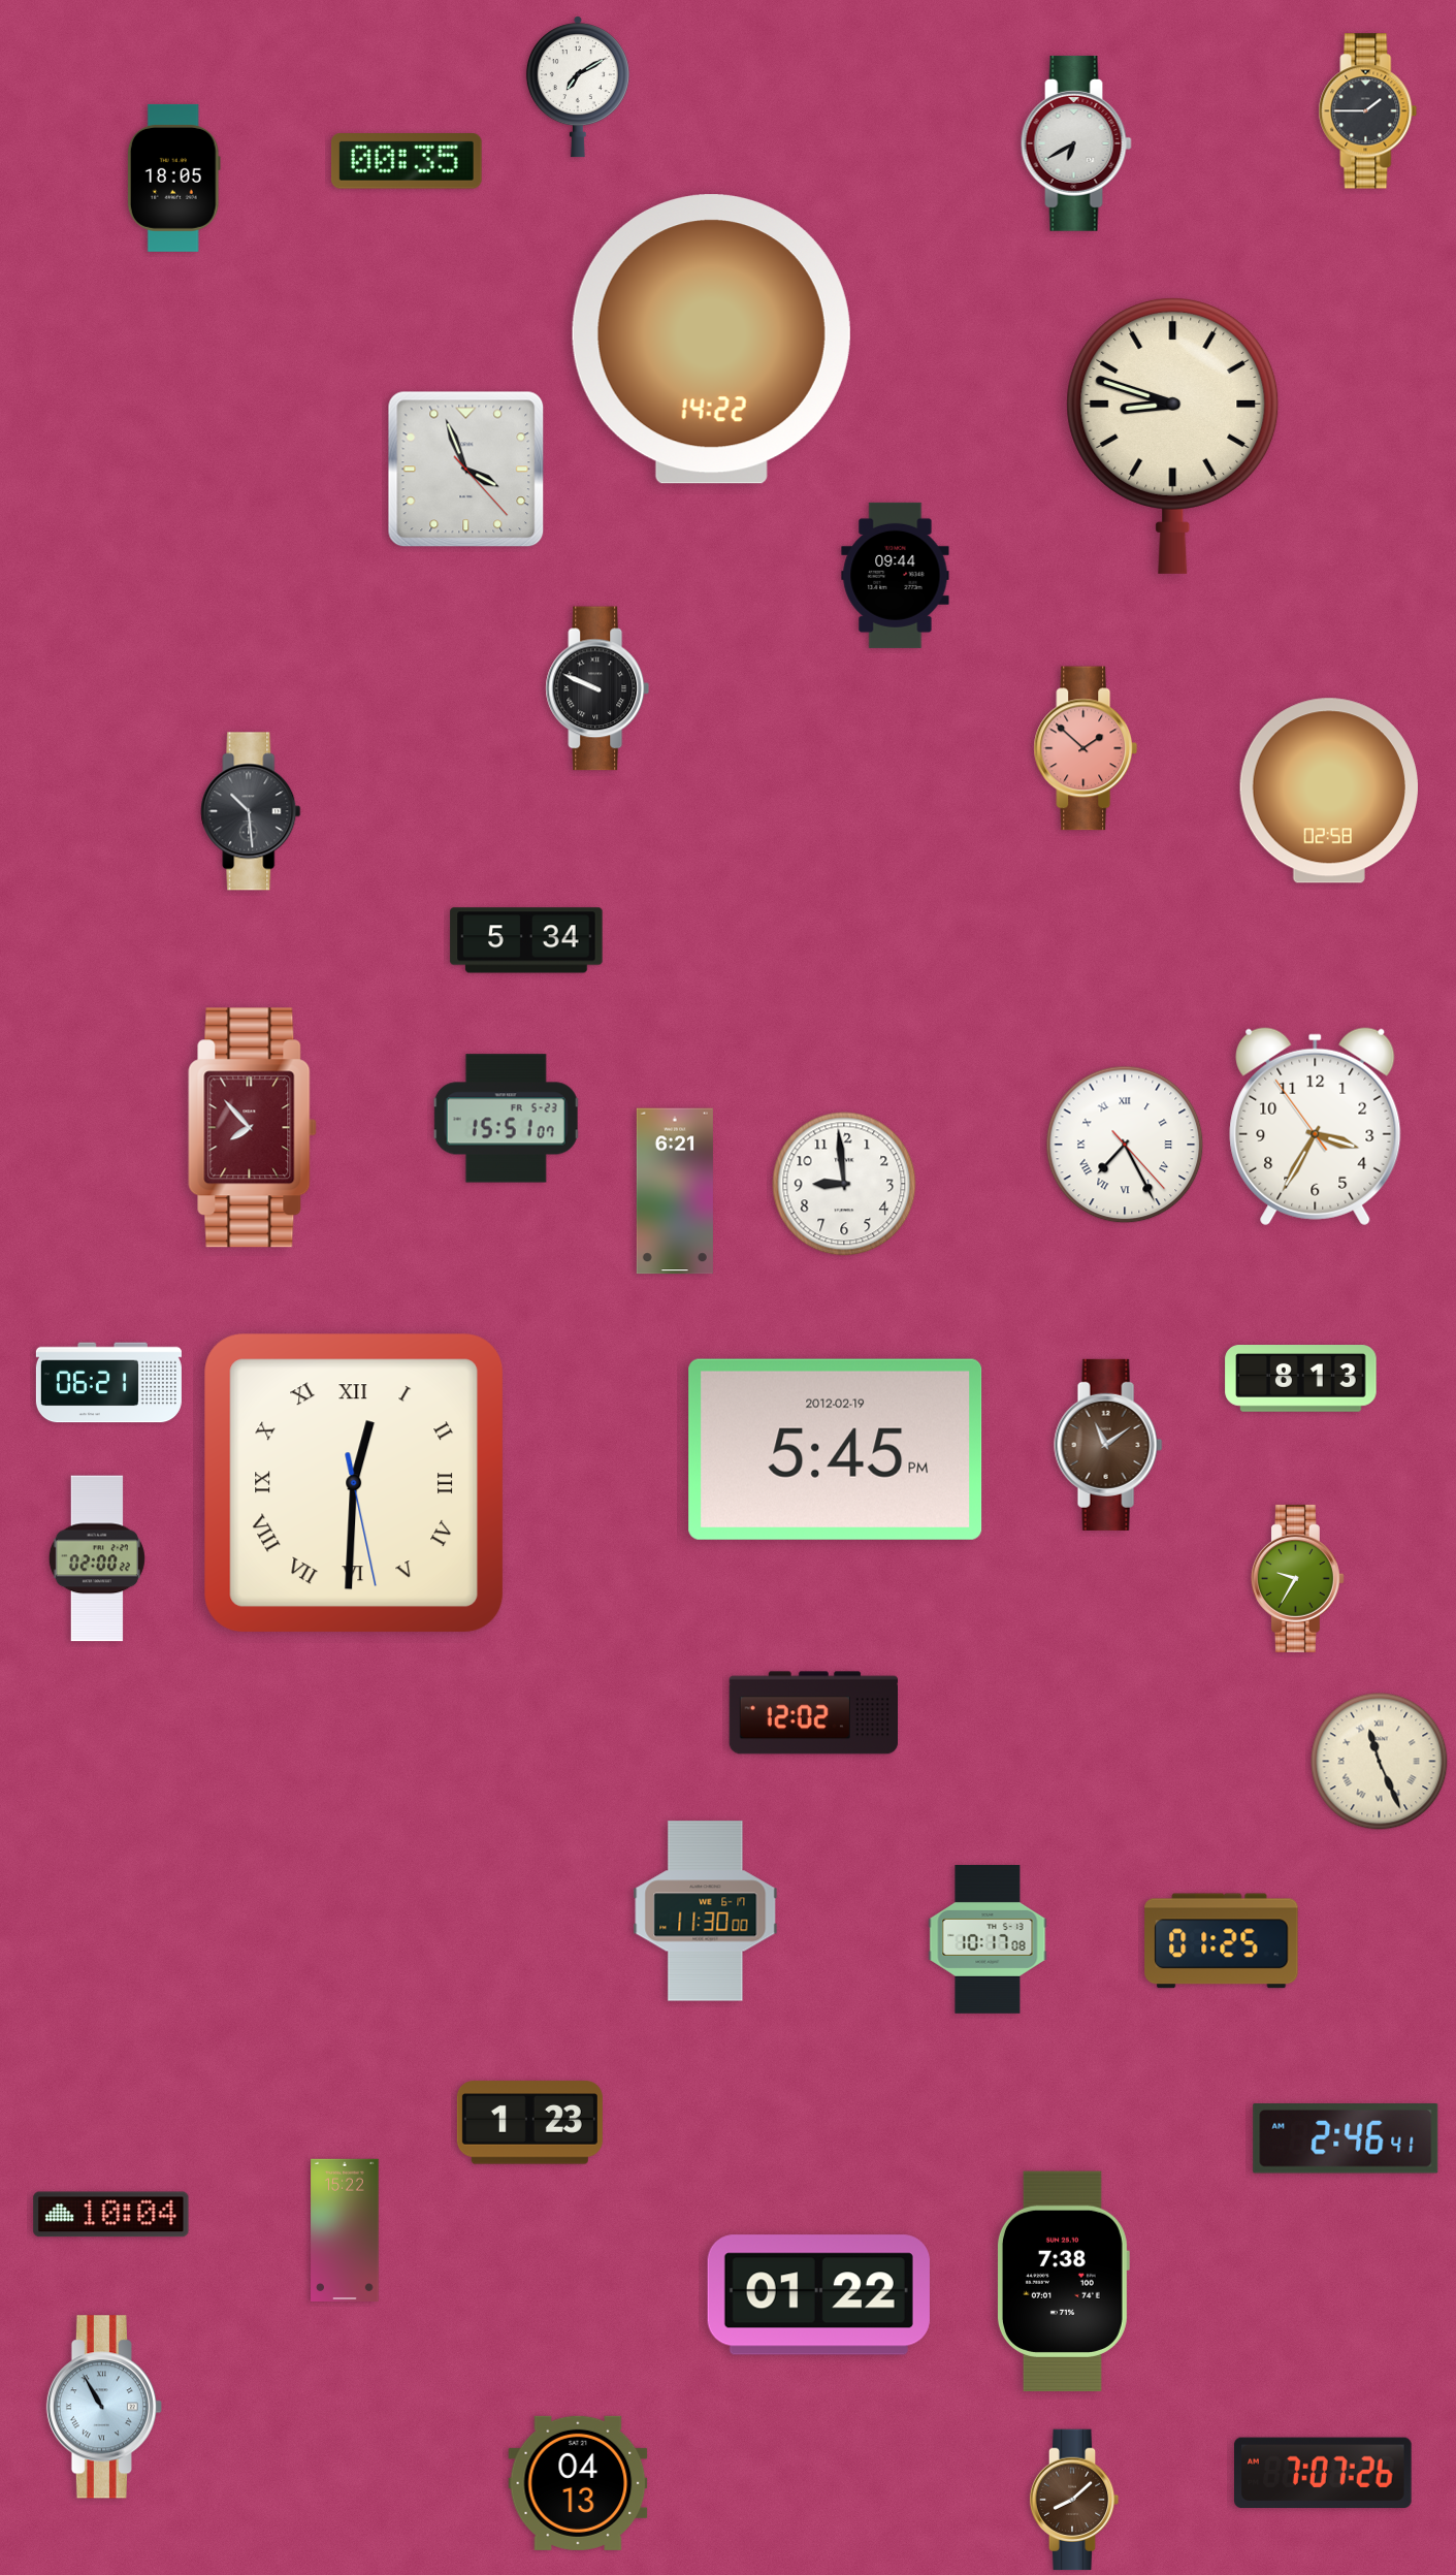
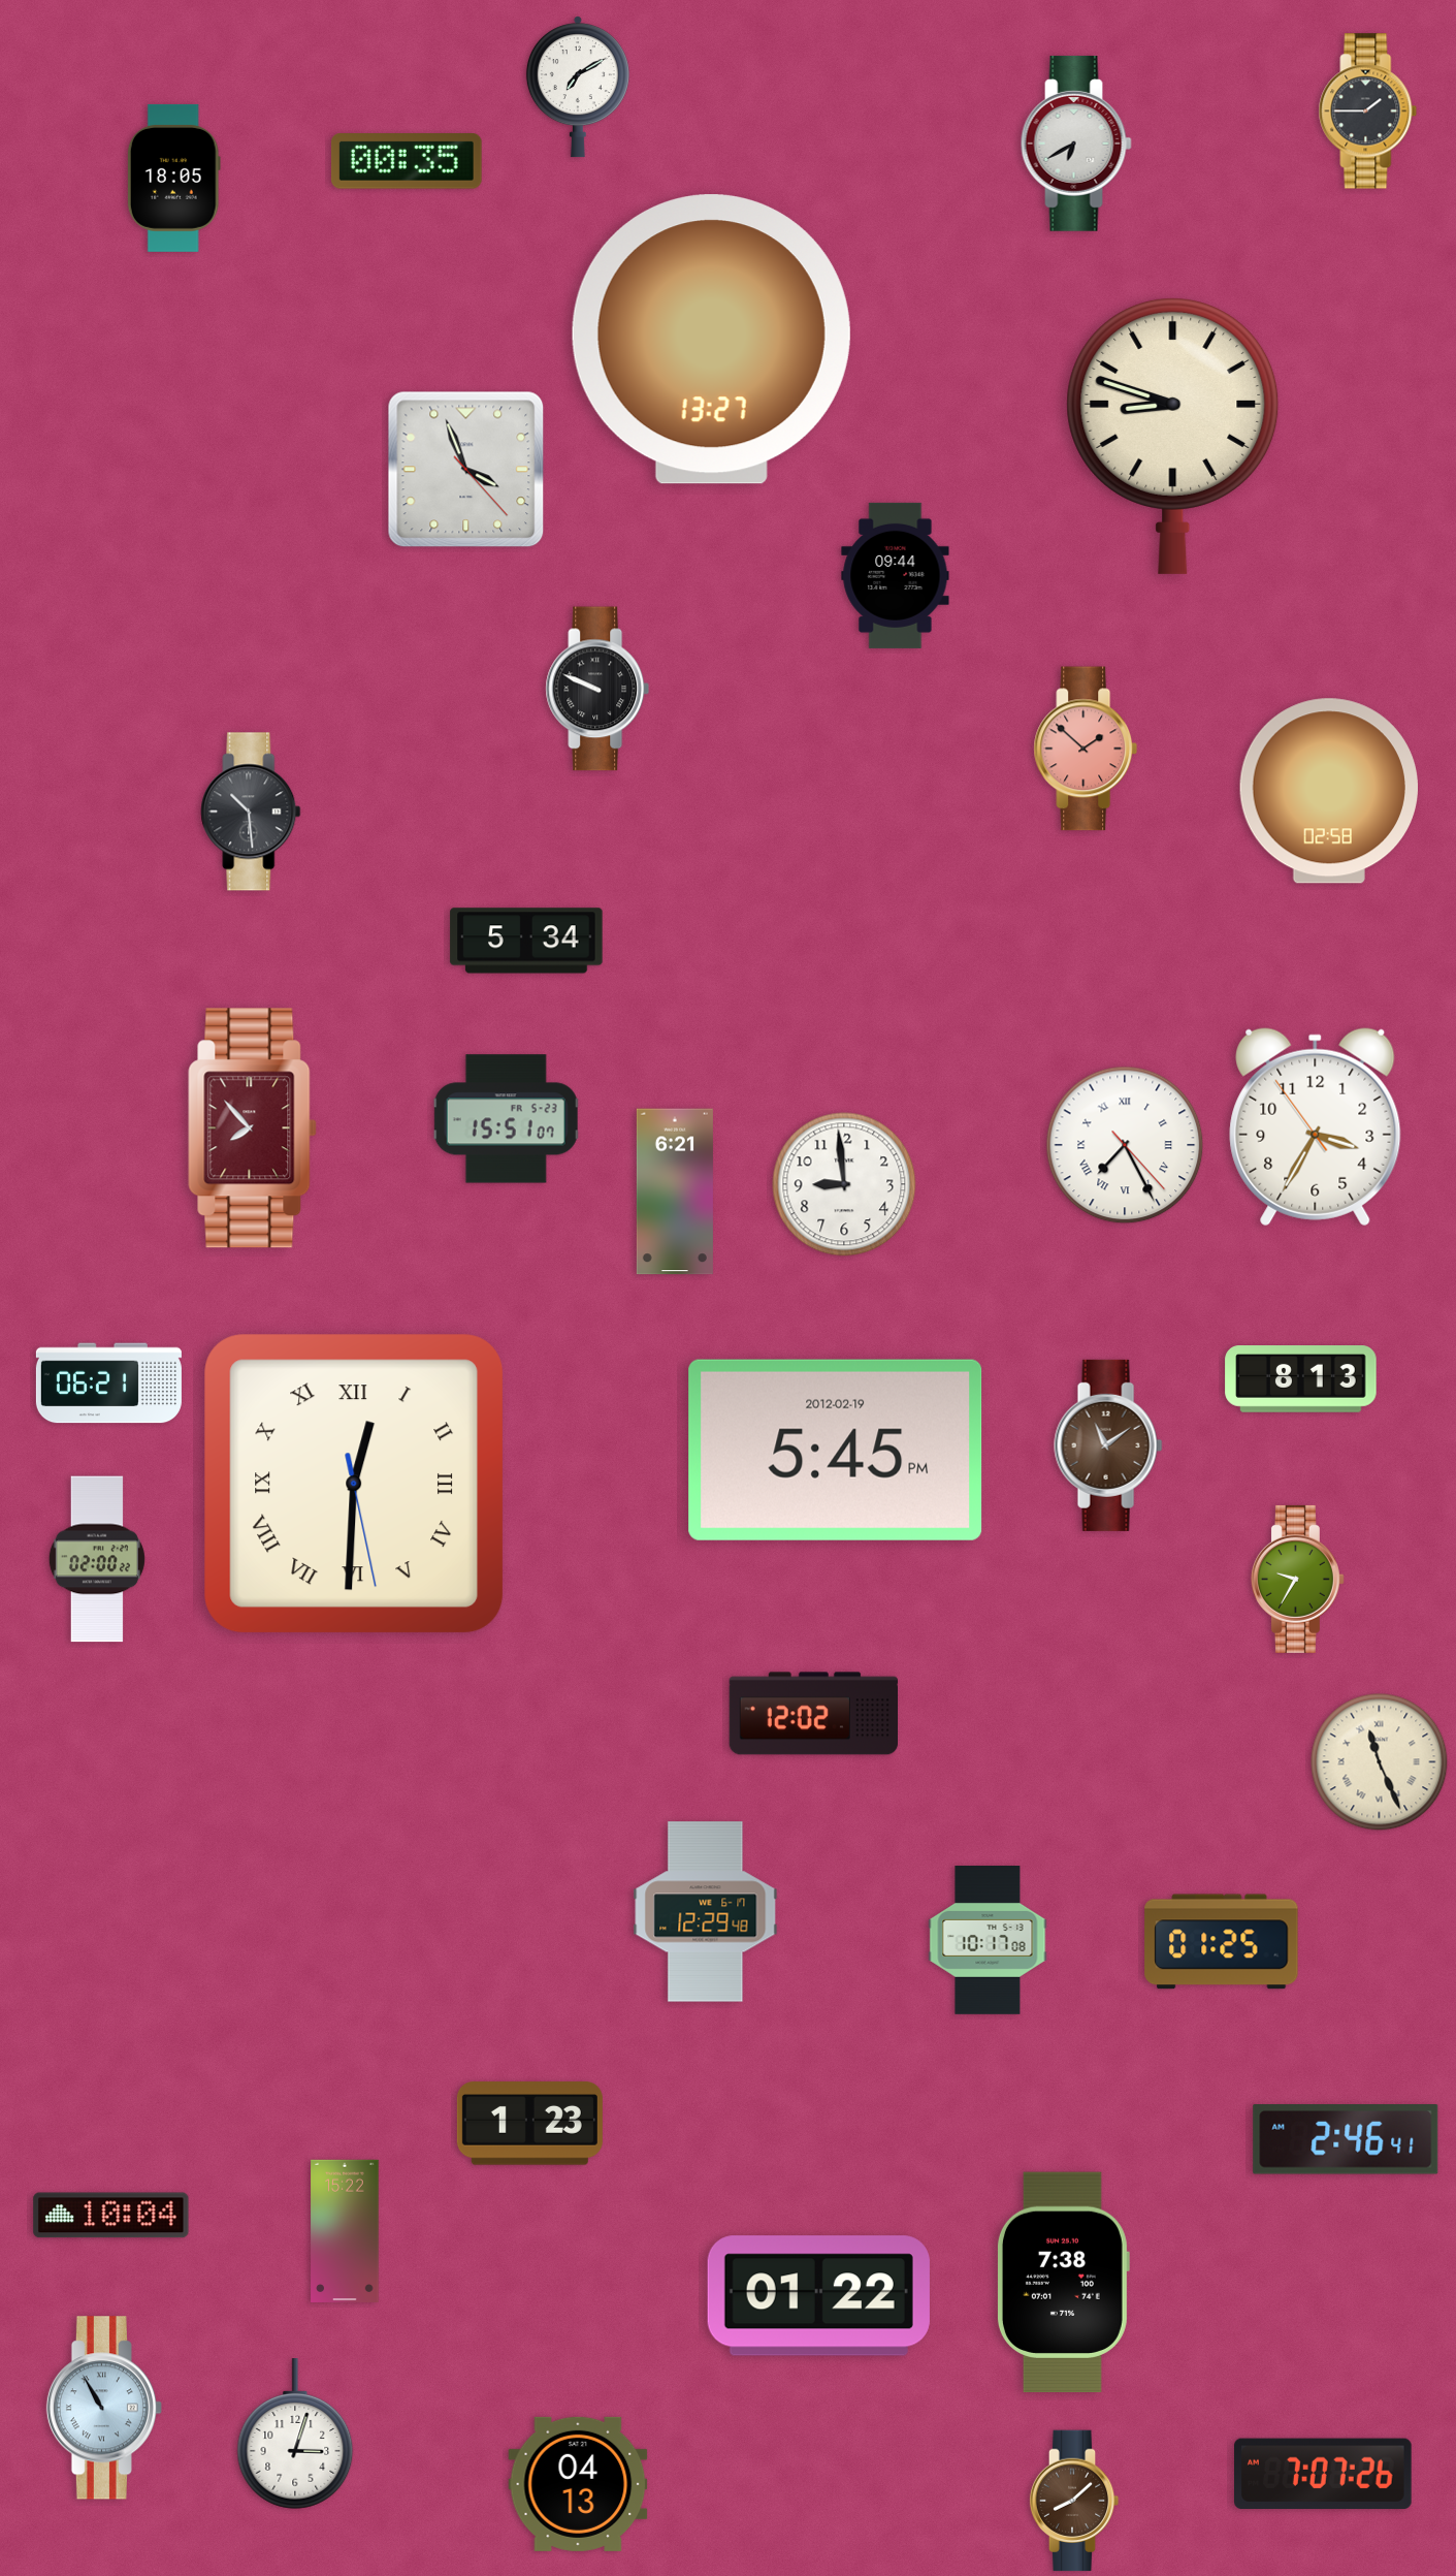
clock at (711, 340): 14:22 -> 13:27
clock at (706, 1911): 11:30 -> 12:29
clock at (295, 2434): none -> 3:03
